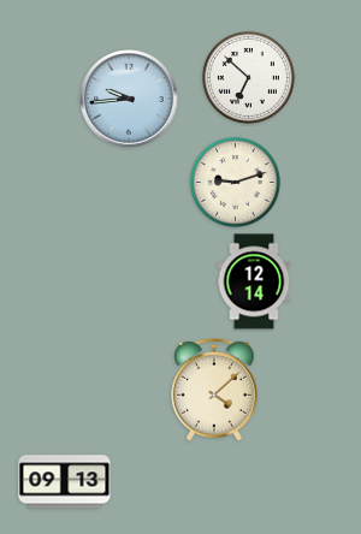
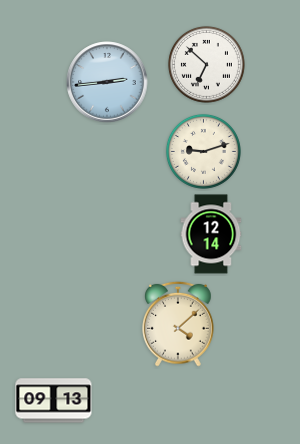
clock at (129, 99): 9:44 -> 2:44
clock at (235, 182) position: (235, 182) -> (203, 151)
